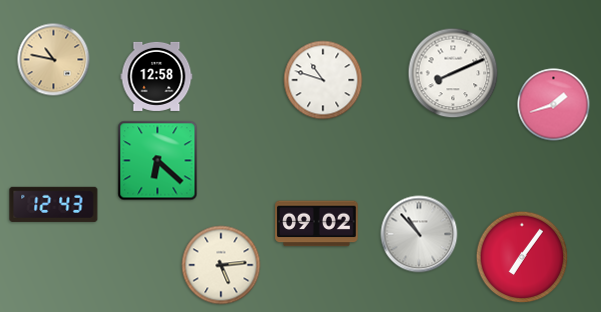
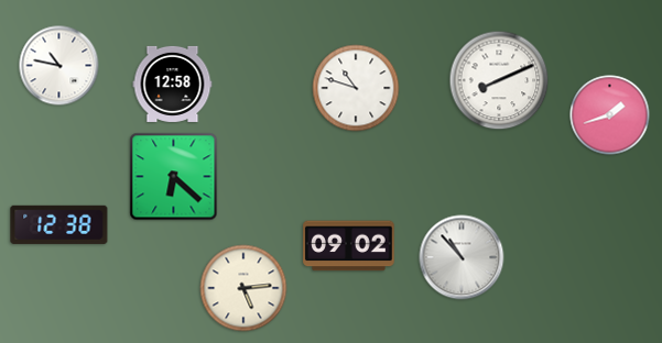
clock at (54, 60) dial: champagne -> white
clock at (54, 204): 12:43 -> 12:38
clock at (522, 257): 7:06 -> none
clock at (221, 265) position: (221, 265) -> (243, 288)
